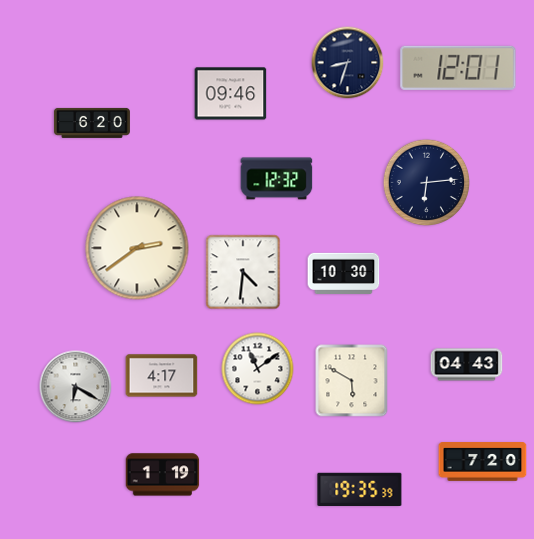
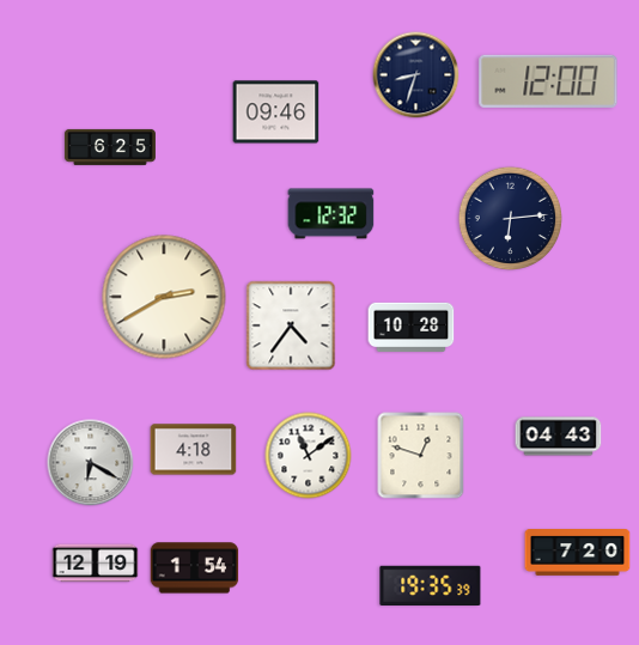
clock at (458, 68): 12:01 -> 12:00
clock at (92, 123): 6:20 -> 6:25
clock at (137, 248): 2:39 -> 2:40
clock at (243, 272): 4:31 -> 4:36
clock at (344, 273): 10:30 -> 10:28
clock at (258, 369) position: (258, 369) -> (309, 456)
clock at (162, 376): 4:17 -> 4:18
clock at (352, 381): 5:50 -> 12:48
clock at (96, 564): none -> 12:19
clock at (163, 475): 1:19 -> 1:54
